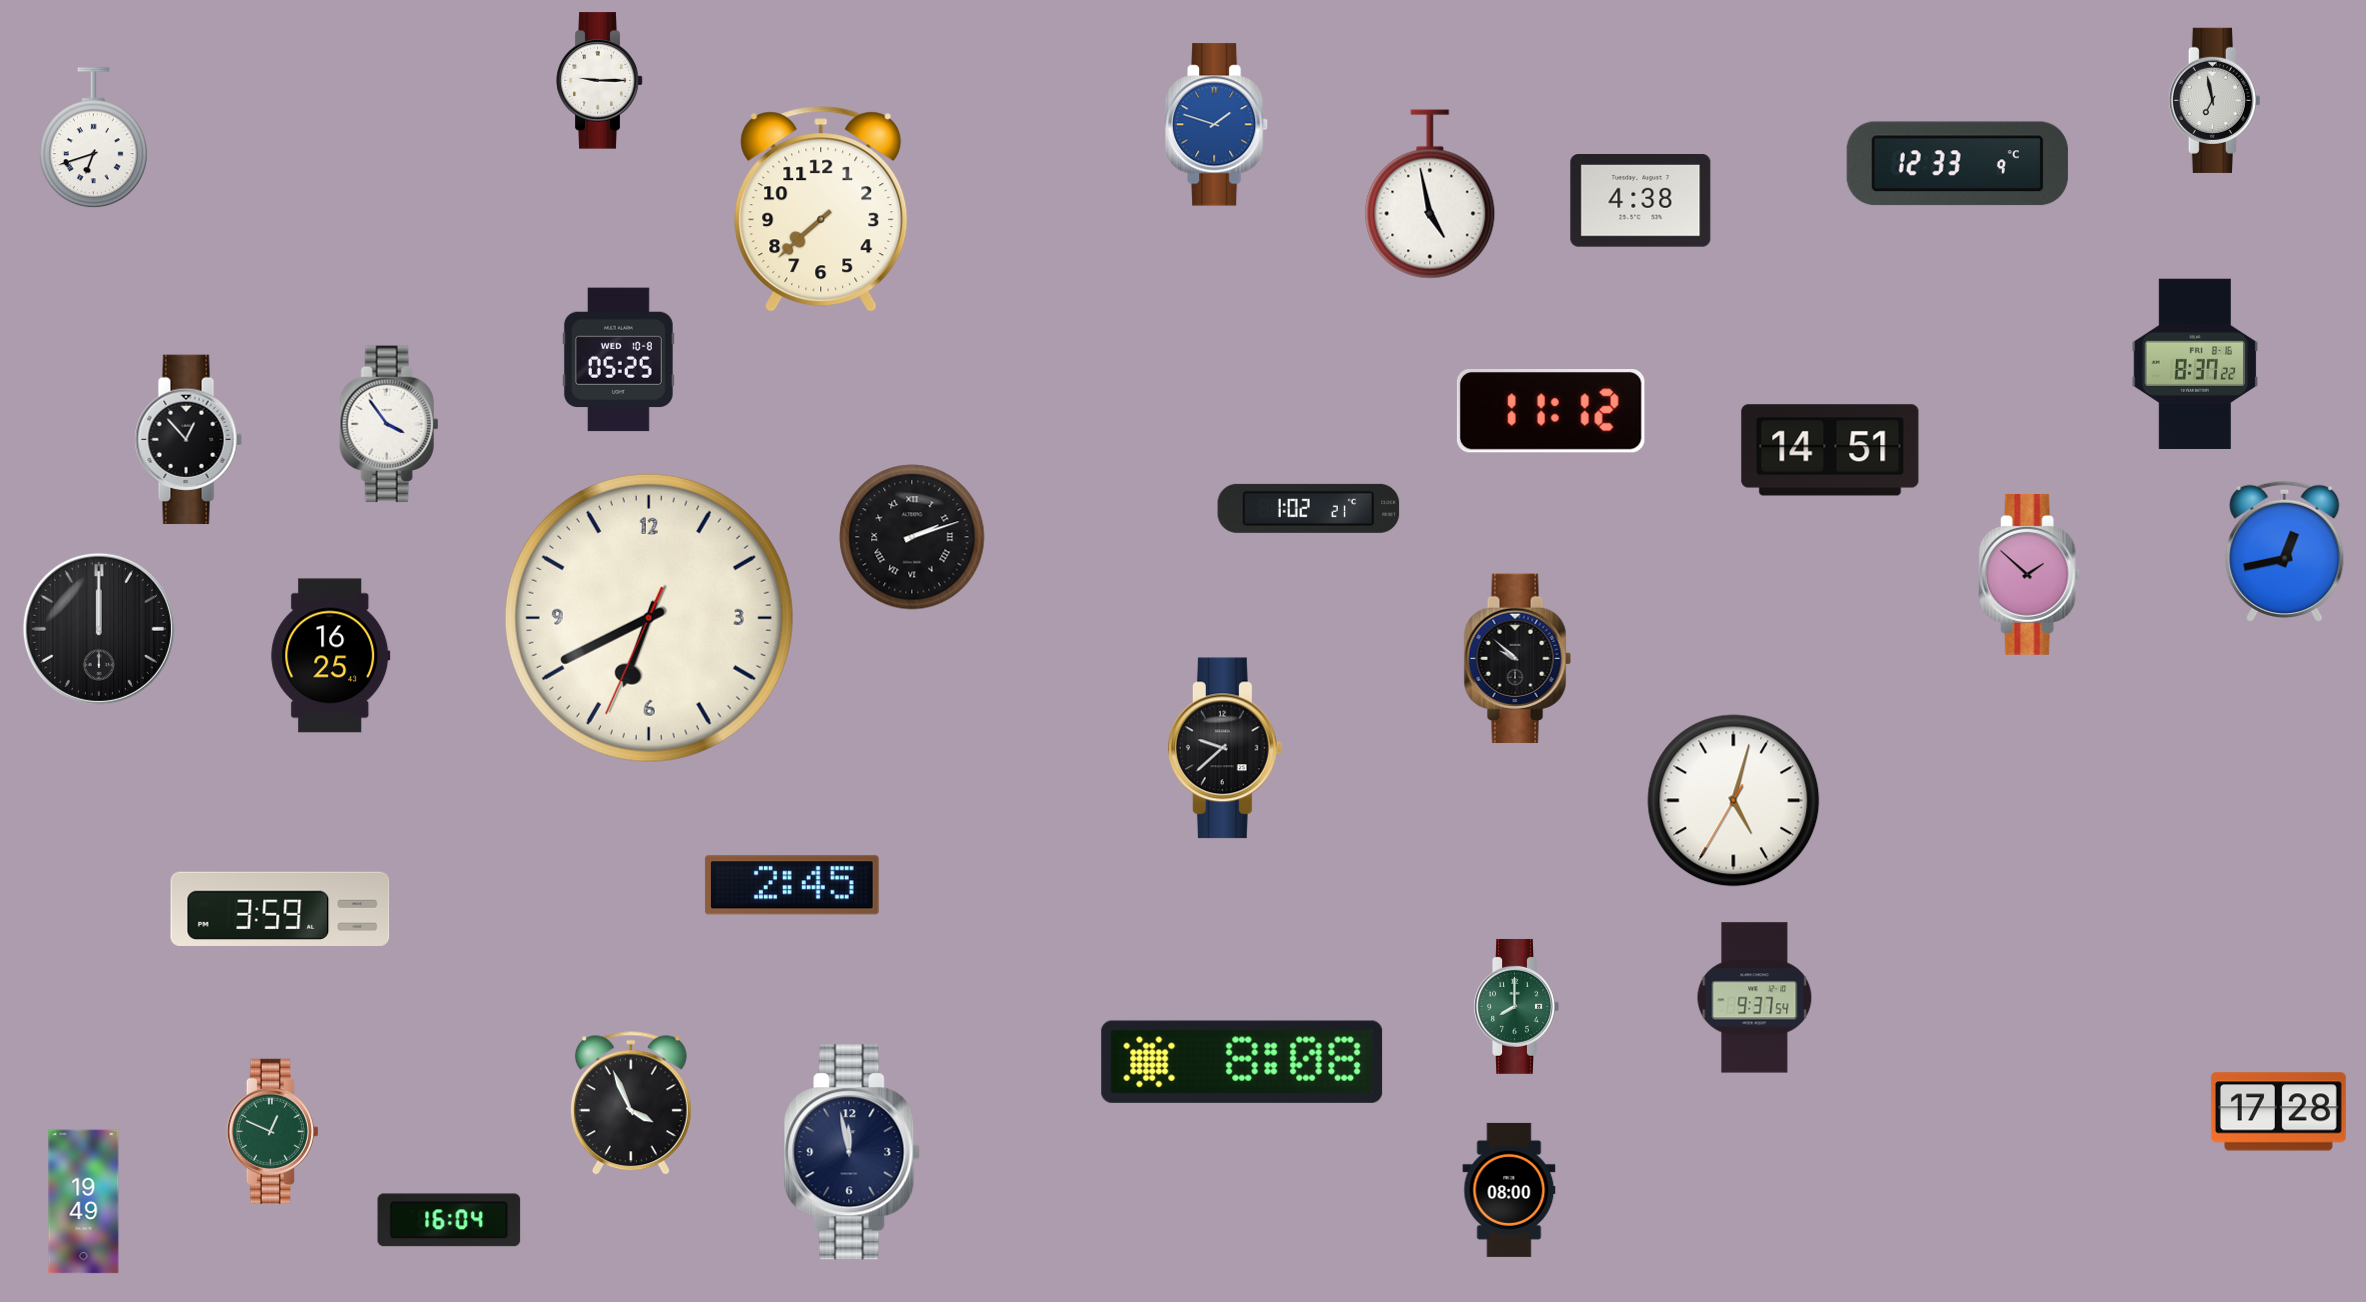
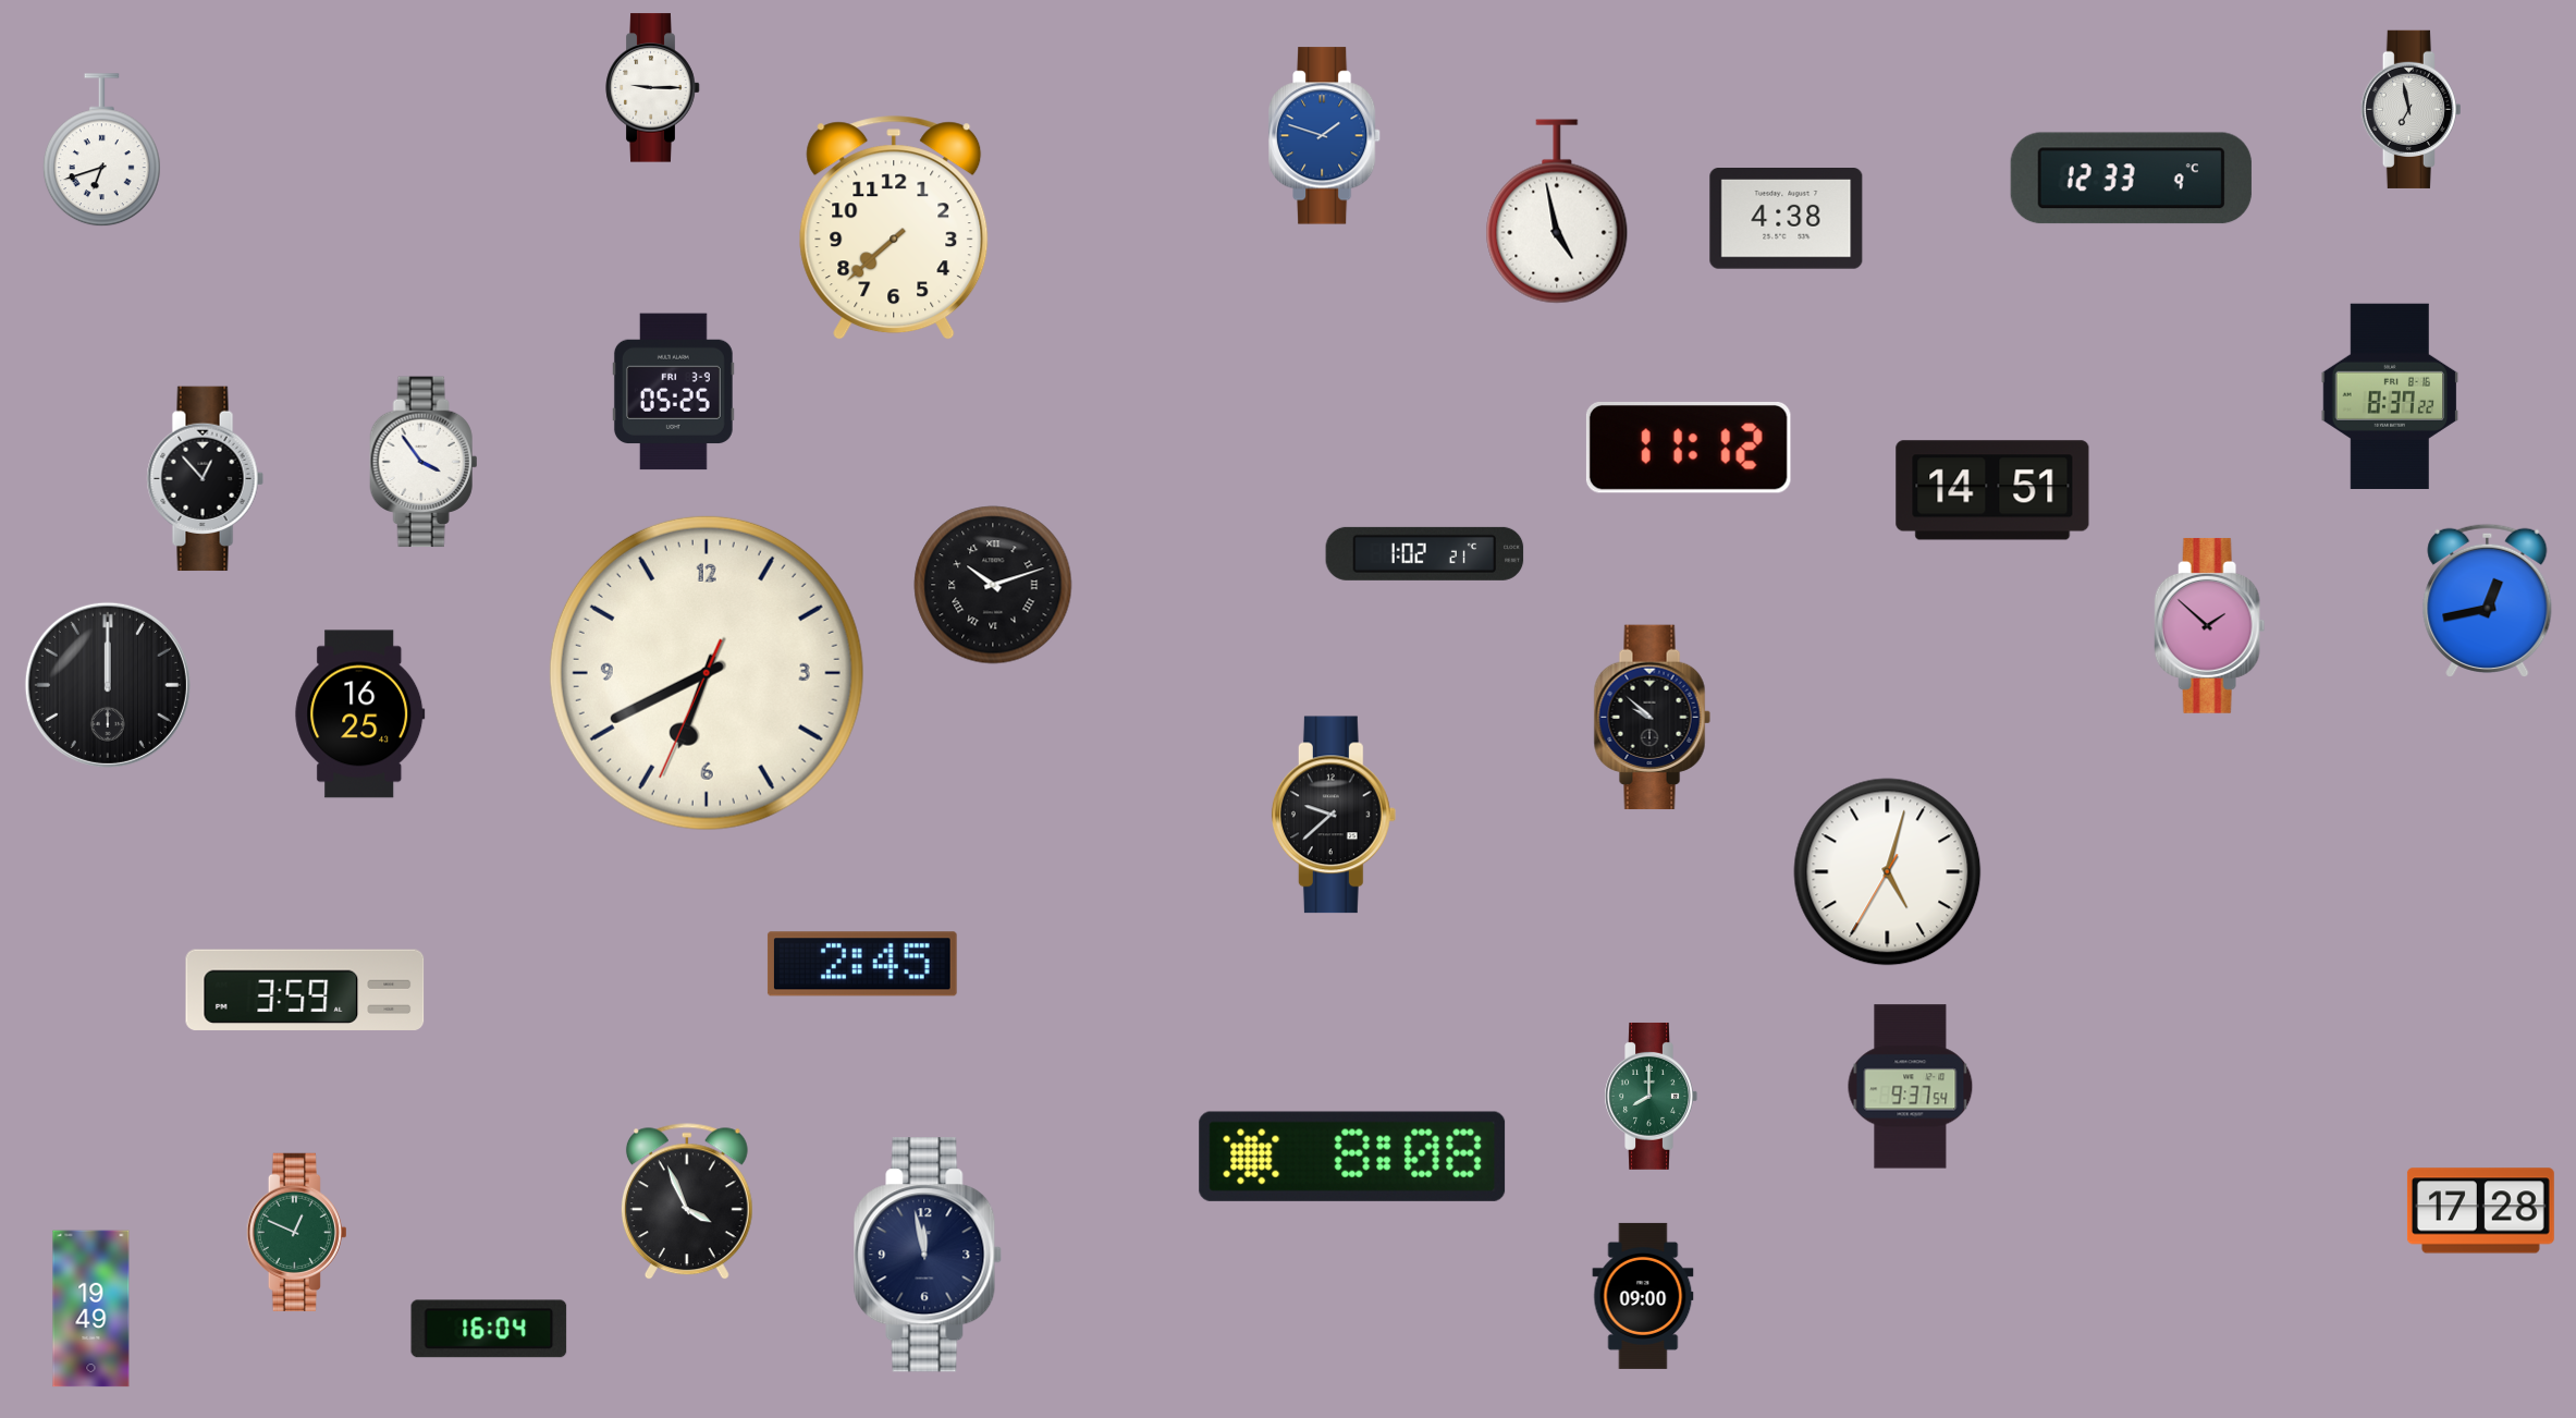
clock at (618, 360) date: WED 10-8 -> FRI 3-9
clock at (912, 537): 2:12 -> 10:12
clock at (1509, 1190): 08:00 -> 09:00
